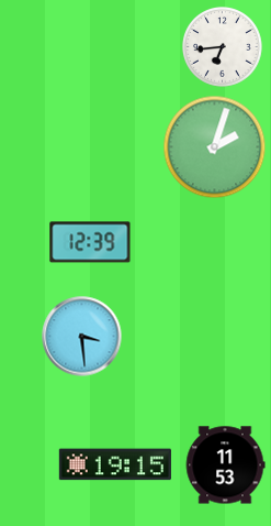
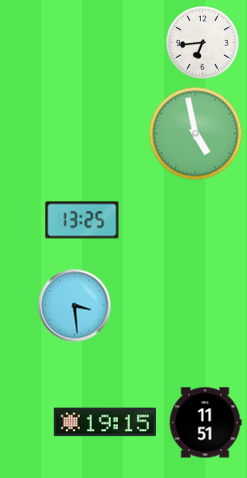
clock at (215, 147): 2:03 -> 4:58
clock at (90, 242): 12:39 -> 13:25
clock at (225, 465): 11:53 -> 11:51
